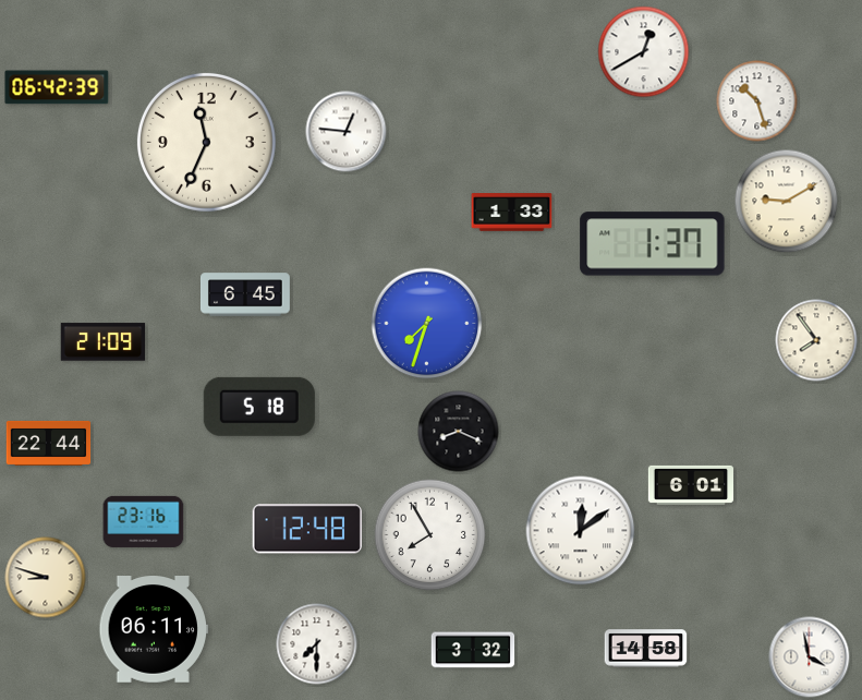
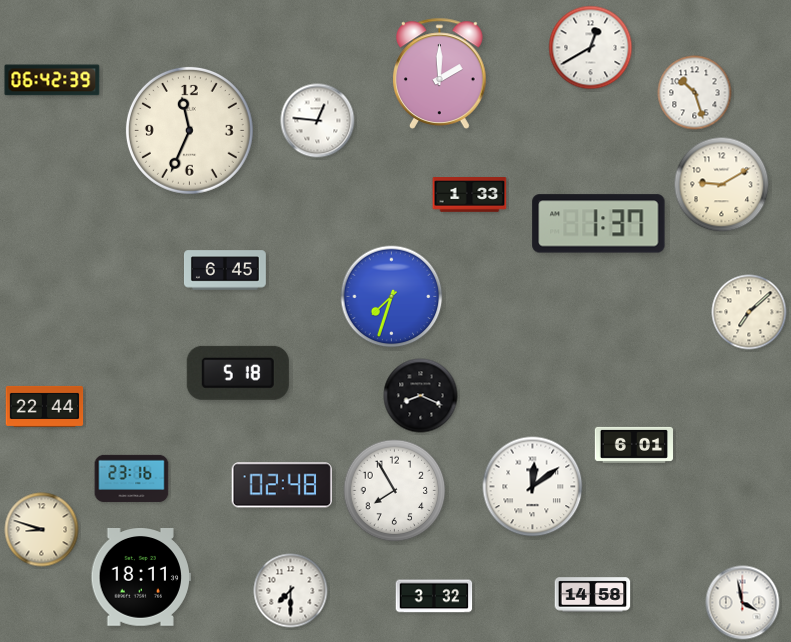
clock at (440, 73): none -> 2:00
clock at (816, 340): 7:54 -> 7:08
clock at (104, 342): 21:09 -> none
clock at (307, 529): 12:48 -> 02:48
clock at (154, 630): 06:11 -> 18:11
